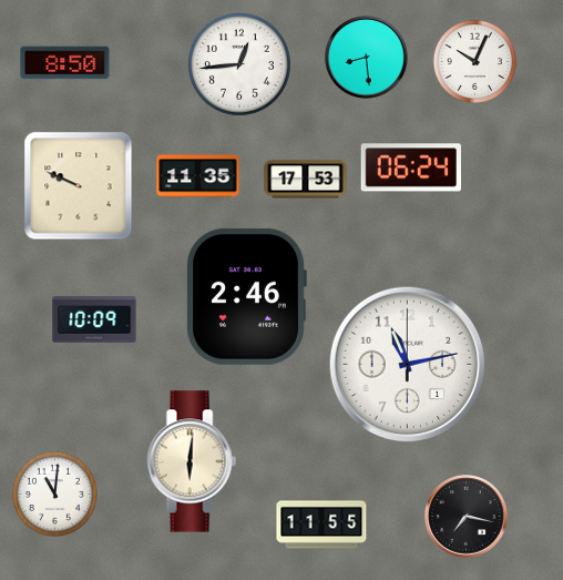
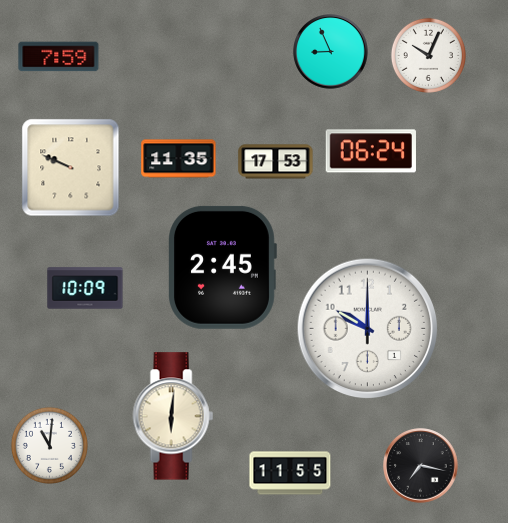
clock at (367, 58): 8:29 -> 8:56
clock at (65, 63): 8:50 -> 7:59
clock at (240, 65): 12:44 -> none
clock at (246, 296): 2:46 -> 2:45
clock at (408, 365): 11:13 -> 10:00
